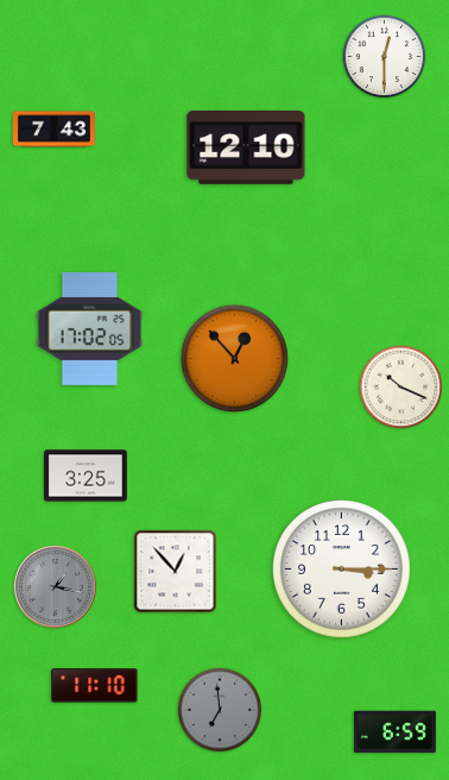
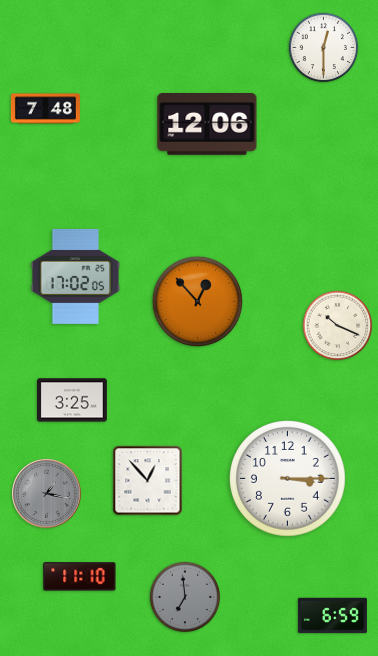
clock at (53, 130): 7:43 -> 7:48
clock at (246, 149): 12:10 -> 12:06
